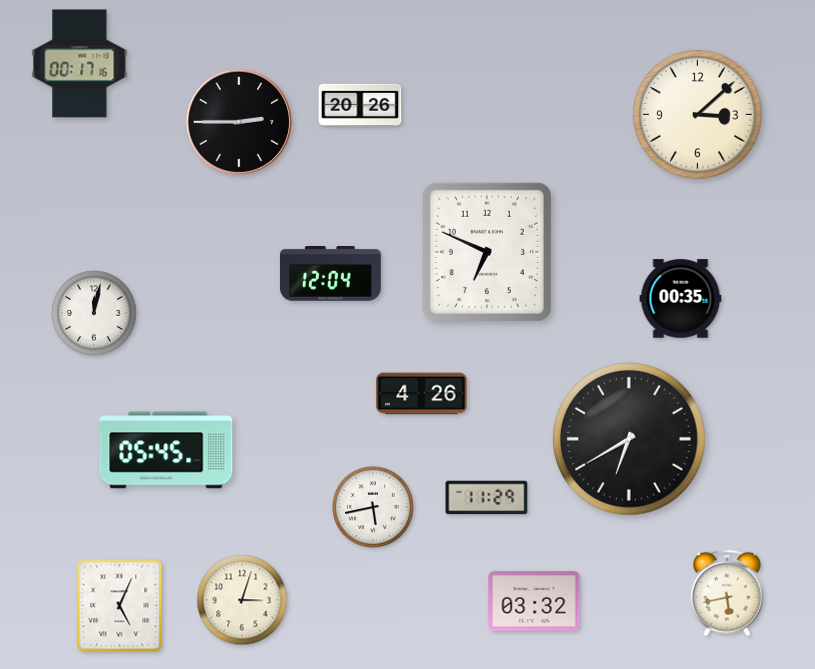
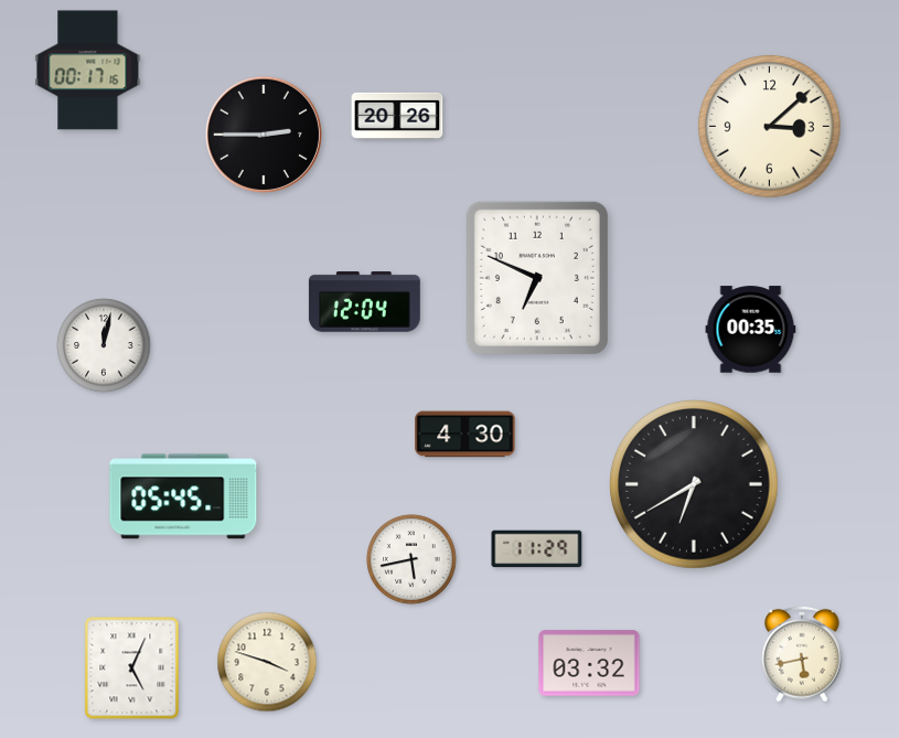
clock at (422, 394): 4:26 -> 4:30
clock at (242, 600): 3:03 -> 3:48
